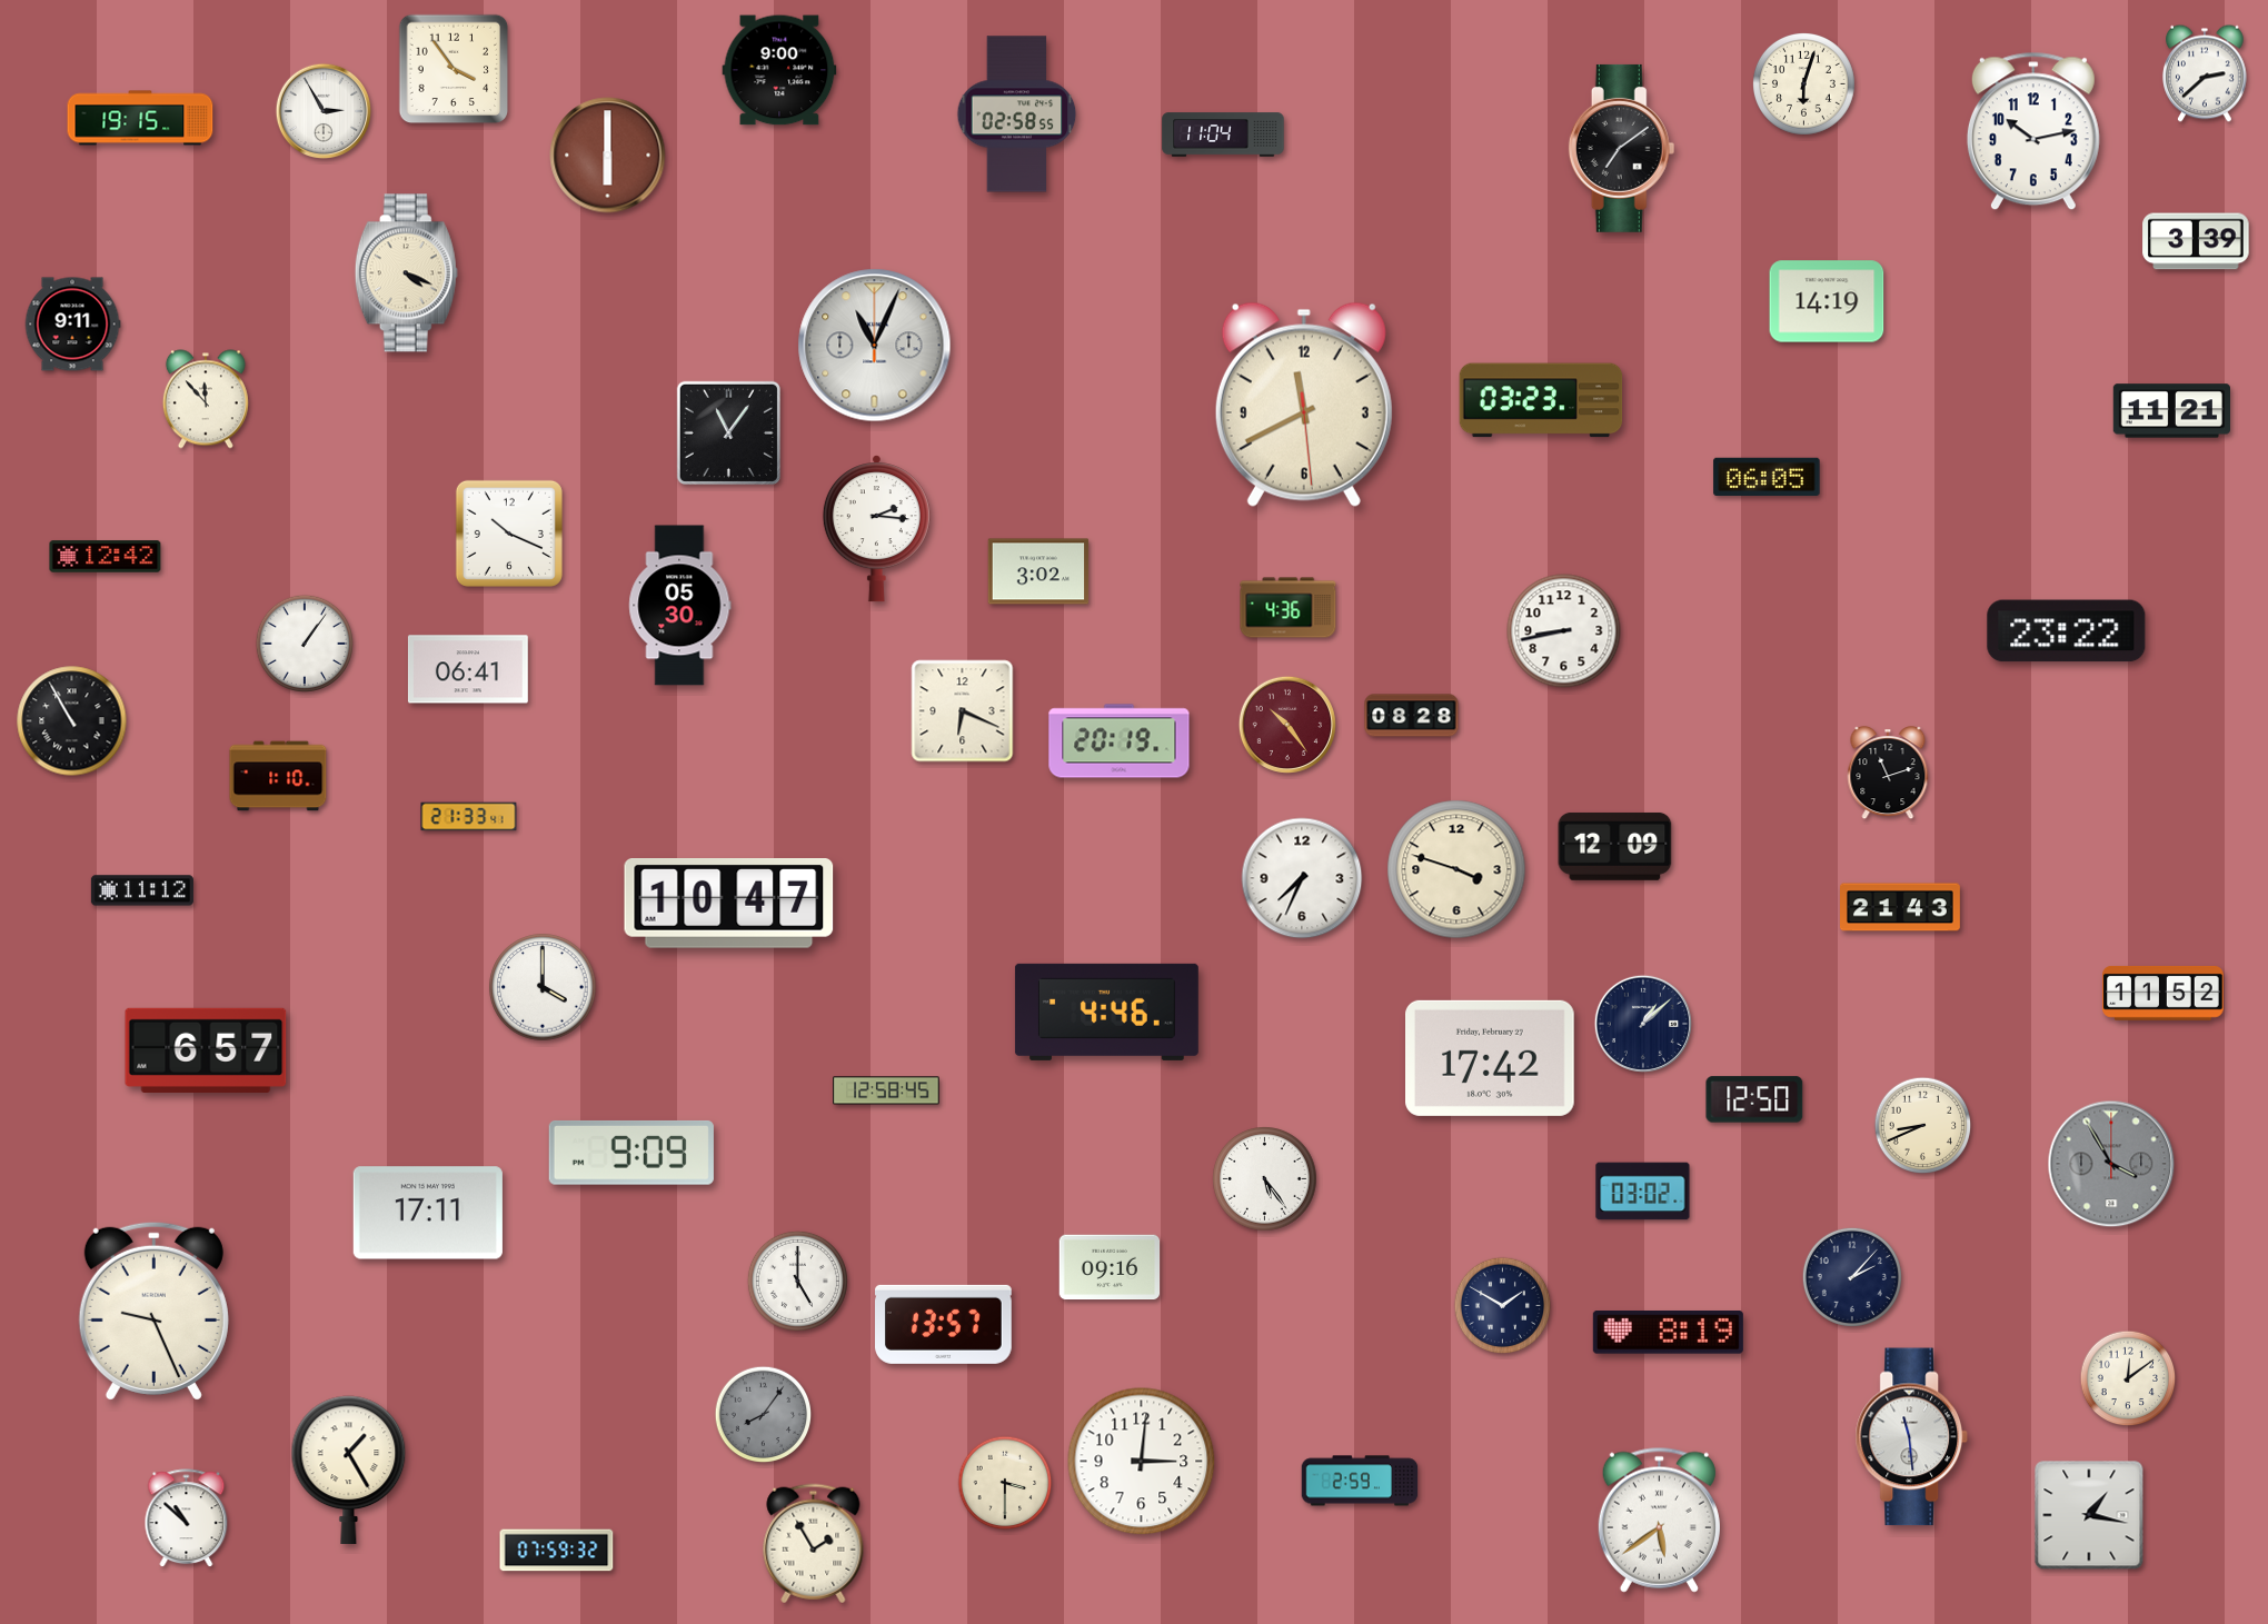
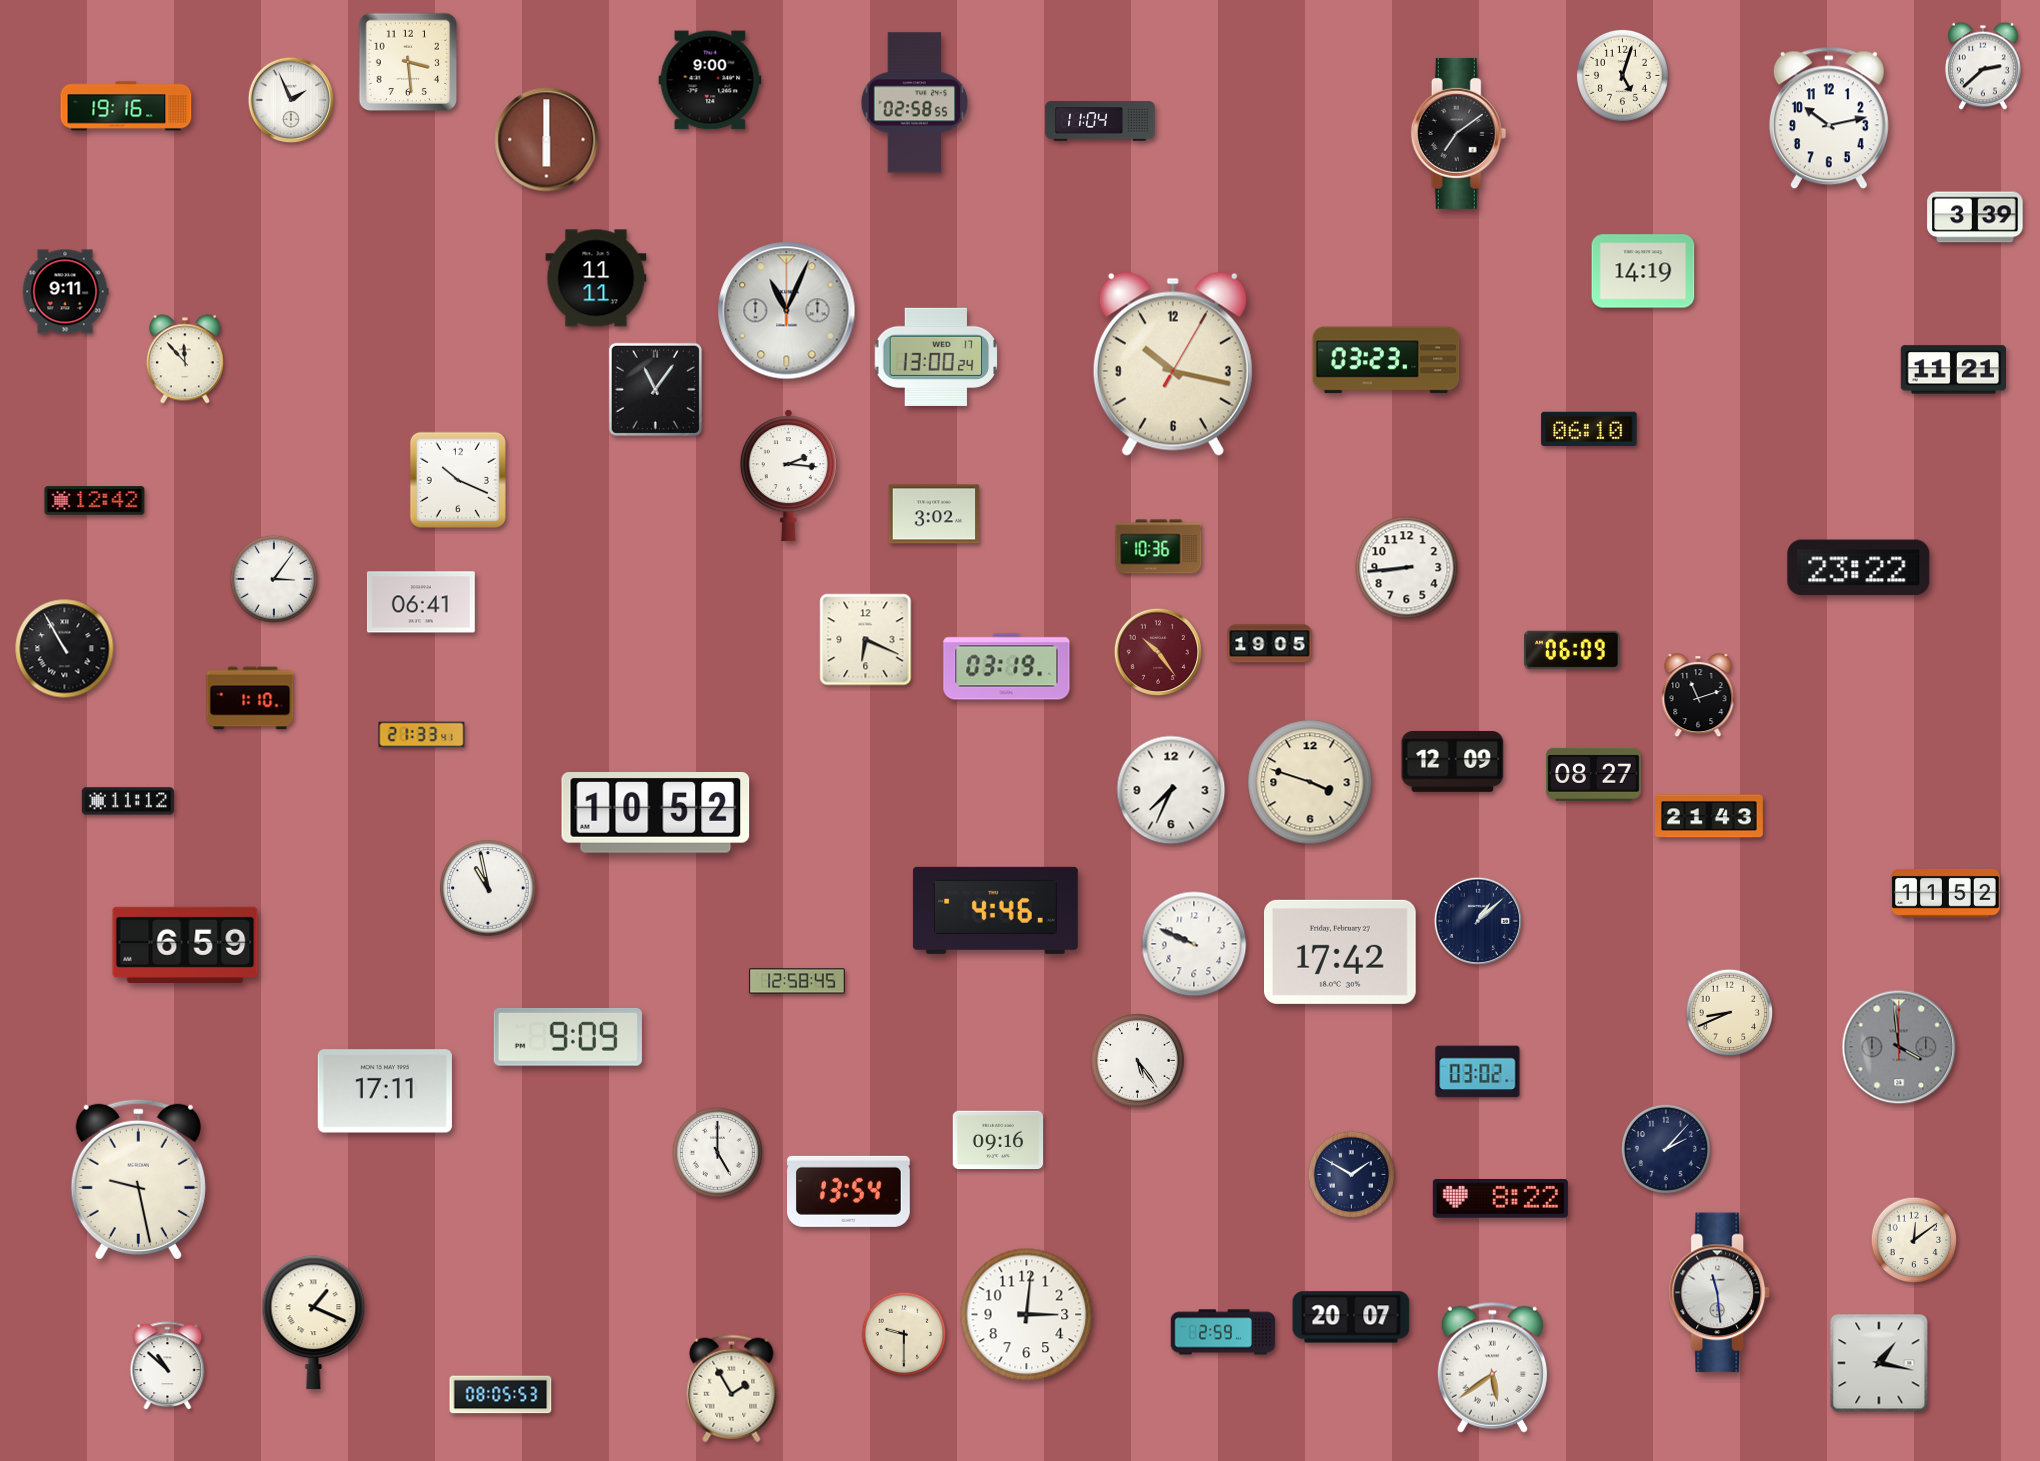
clock at (454, 69): 3:54 -> 3:29
clock at (779, 70) position: (779, 70) -> (710, 80)
clock at (1803, 83): 6:03 -> 5:03
clock at (324, 111): 2:55 -> 1:56
clock at (140, 118): 19:15 -> 19:16
clock at (406, 273): 4:19 -> none
clock at (596, 278): none -> 11:11
clock at (936, 357): none -> 13:00
clock at (1304, 405): 11:40 -> 10:17
clock at (1767, 476): 06:05 -> 06:10
clock at (680, 606): 05:30 -> none
clock at (1289, 608): 4:36 -> 10:36
clock at (1564, 631): 8:43 -> 8:44
clock at (304, 642): 1:06 -> 3:06
clock at (1412, 716): 08:28 -> 19:05
clock at (1572, 650): none -> 06:09
clock at (1120, 741): 20:19 -> 03:19
clock at (1594, 774): none -> 08:27
clock at (729, 904): 10:47 -> 10:52
clock at (543, 987): 4:00 -> 10:58
clock at (1194, 944): none -> 9:49
clock at (206, 1050): 6:57 -> 6:59
clock at (1754, 1099): 12:50 -> none
clock at (2111, 1164): 3:55 -> 3:59
clock at (153, 1311): 9:26 -> 9:28
clock at (944, 1324): 13:57 -> 13:54
clock at (1668, 1333): 8:19 -> 8:22
clock at (764, 1415): 8:06 -> none
clock at (1351, 1317): none -> 20:07
clock at (349, 1469): 1:25 -> 1:19
clock at (1005, 1483): 3:30 -> 9:30
clock at (557, 1551): 07:59 -> 08:05
